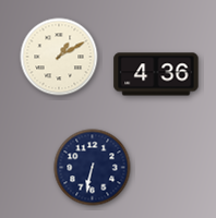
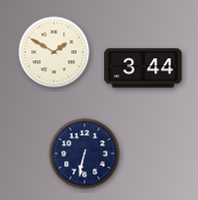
clock at (59, 57): 1:10 -> 1:50
clock at (156, 74): 4:36 -> 3:44
